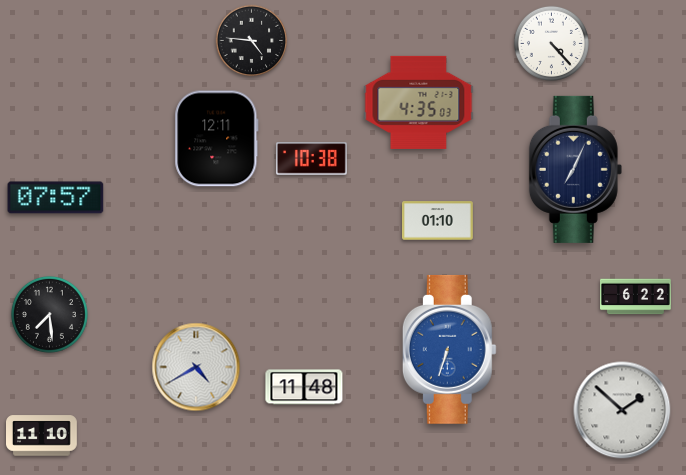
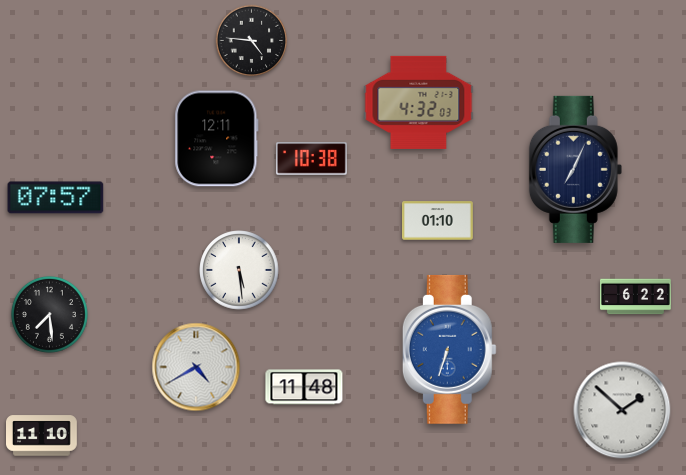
clock at (551, 43): 4:23 -> none
clock at (419, 102): 4:35 -> 4:32
clock at (239, 270): none -> 5:29
